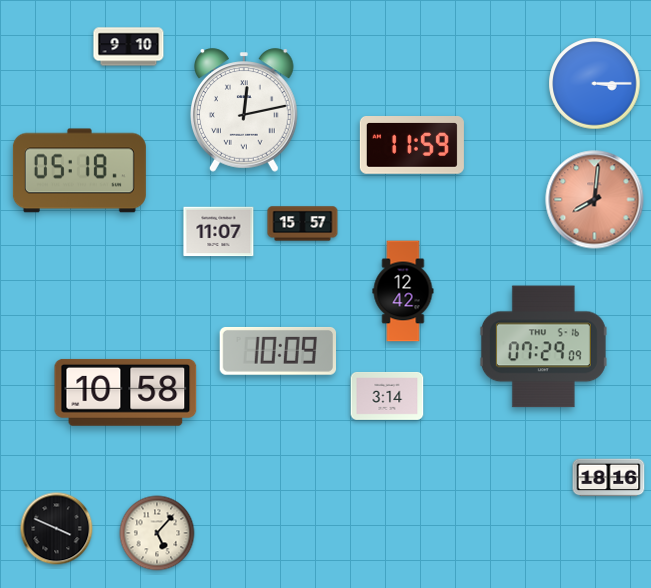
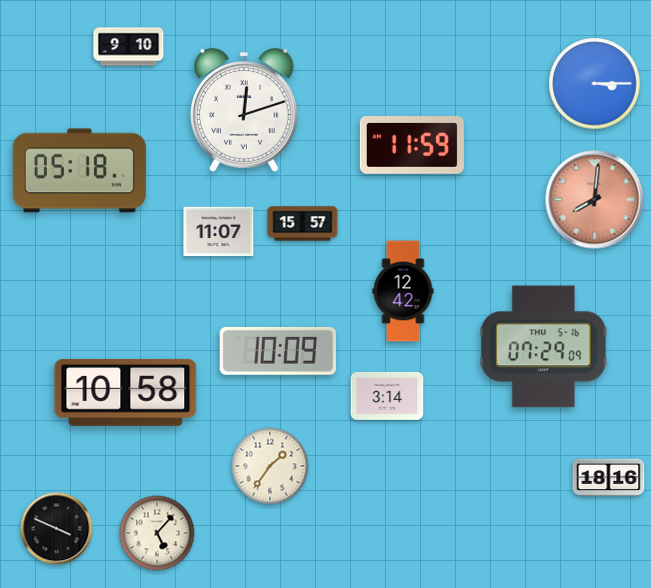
clock at (245, 110): 12:13 -> 12:12
clock at (270, 466): none -> 1:36
